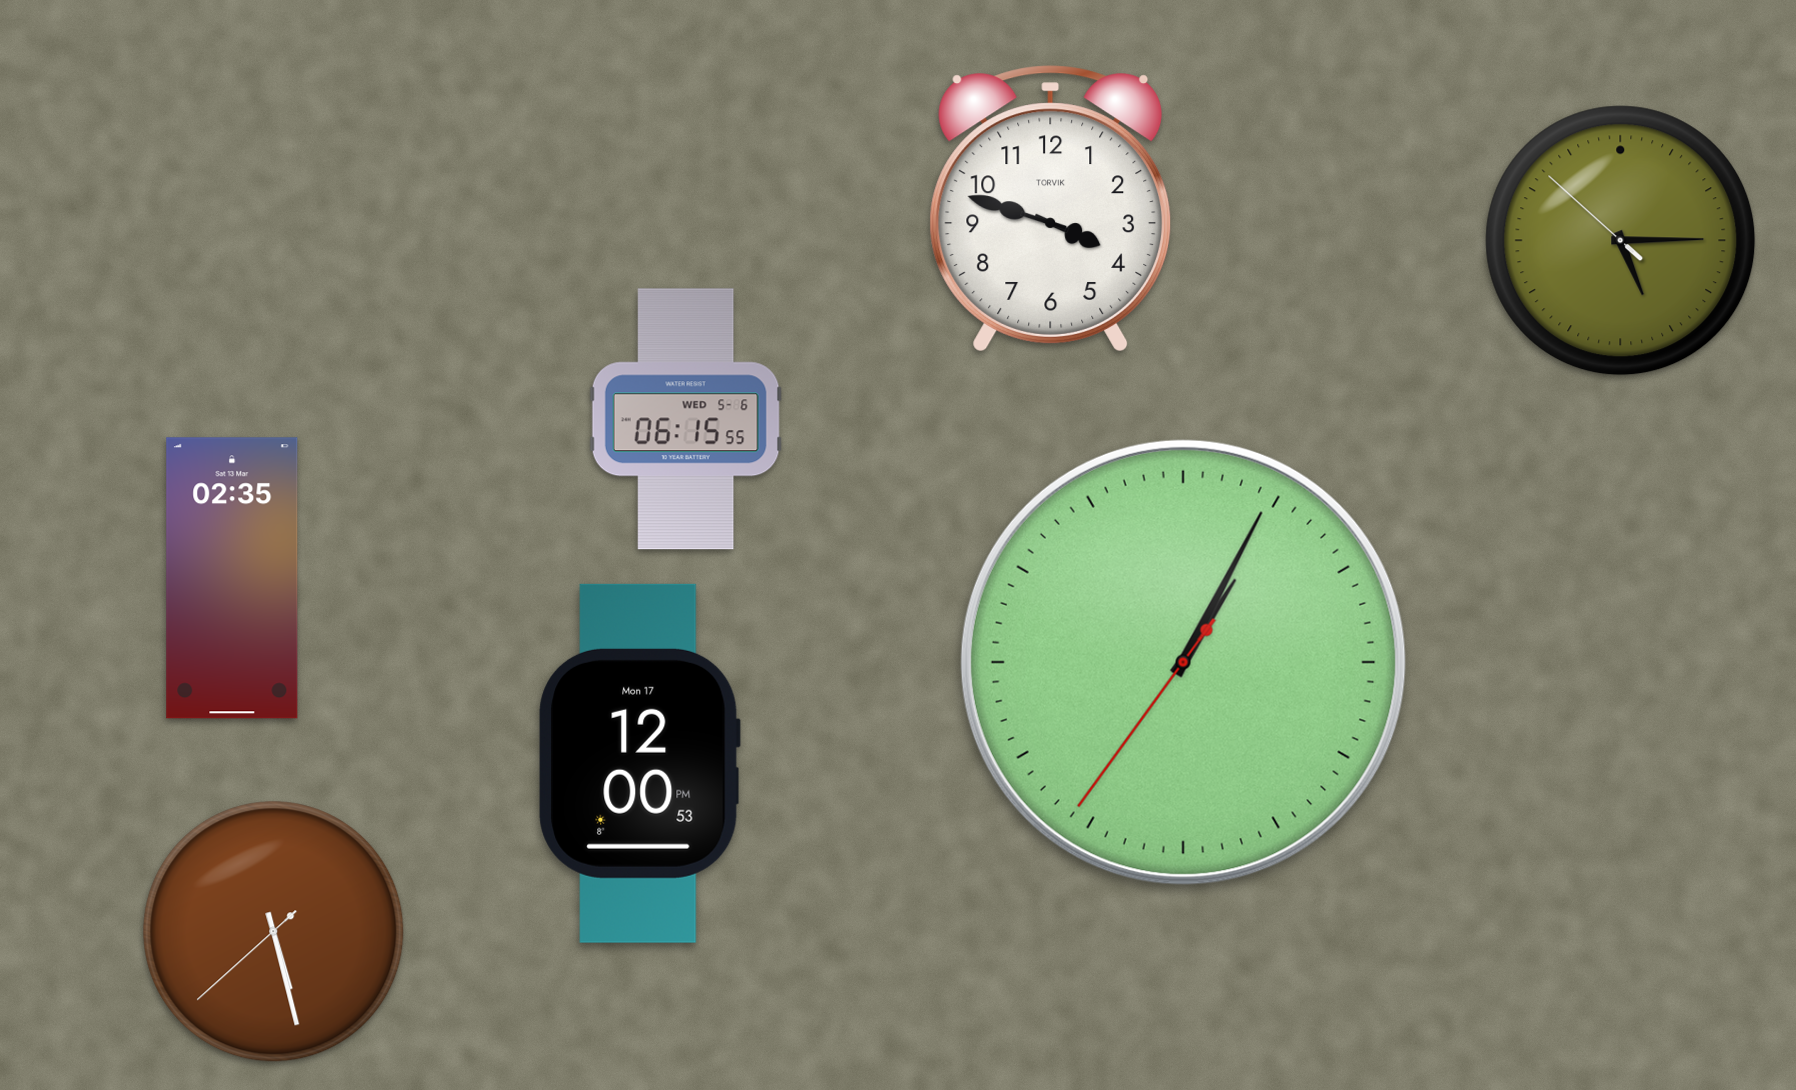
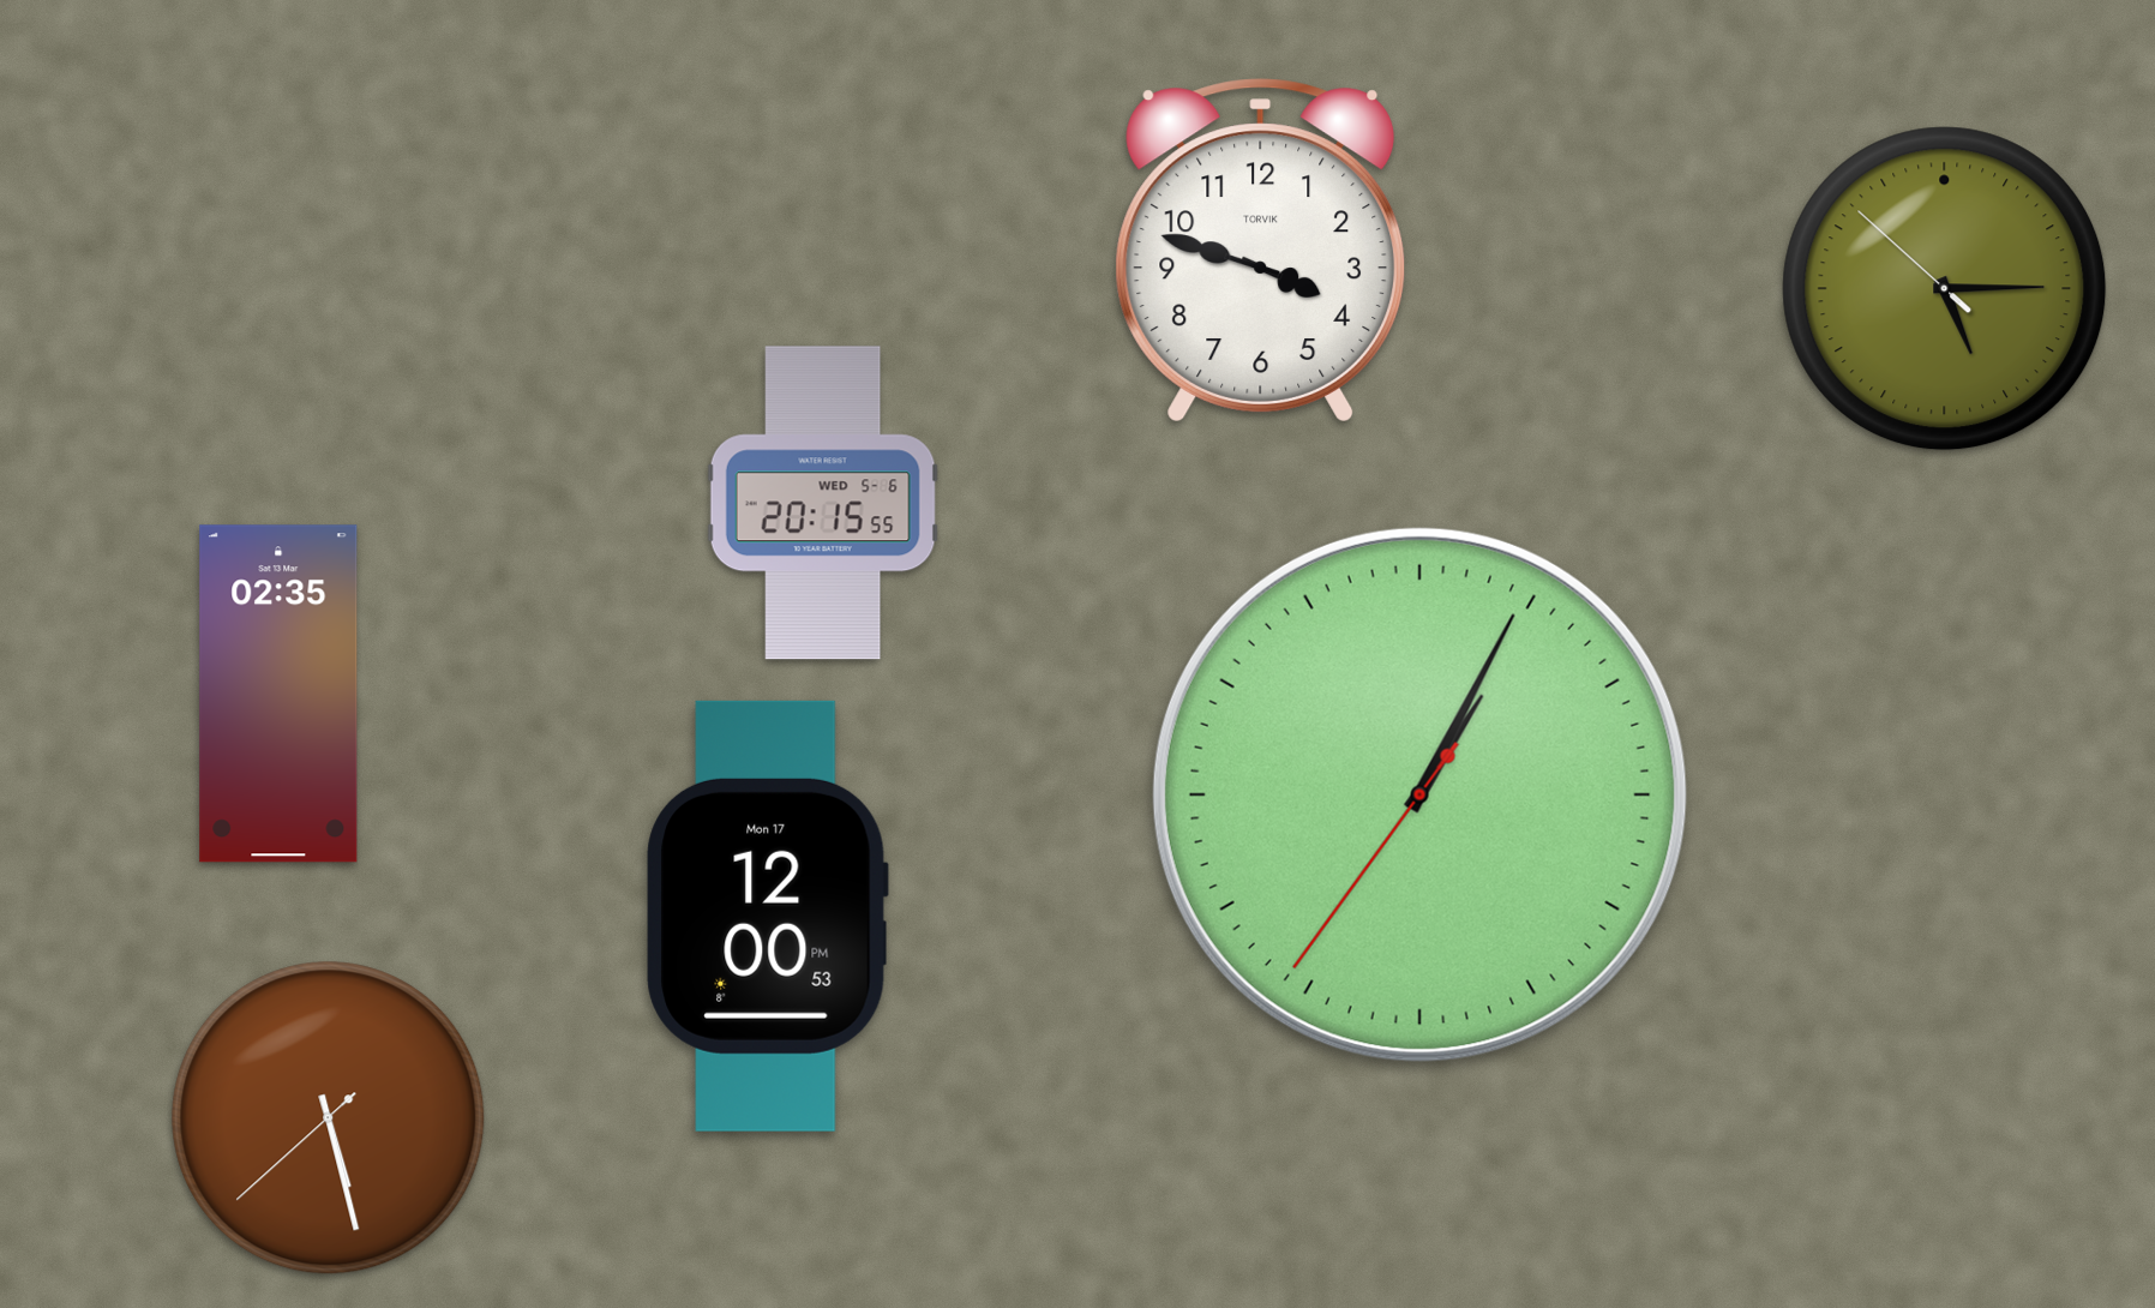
clock at (686, 419): 06:15 -> 20:15
